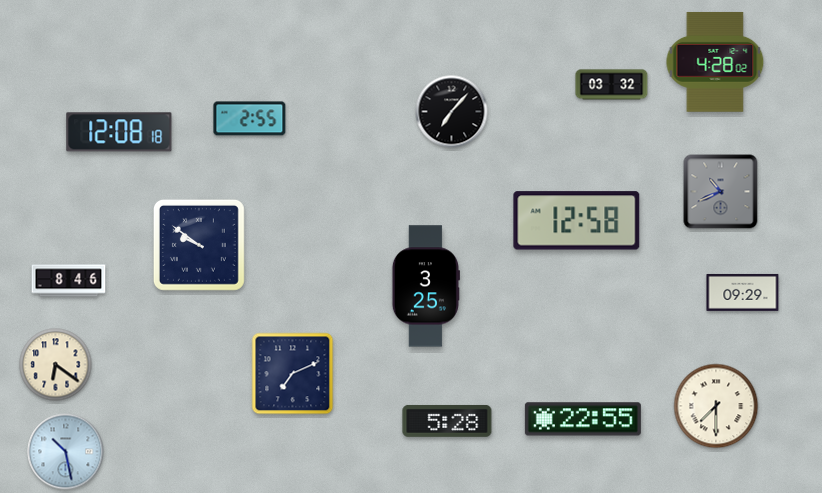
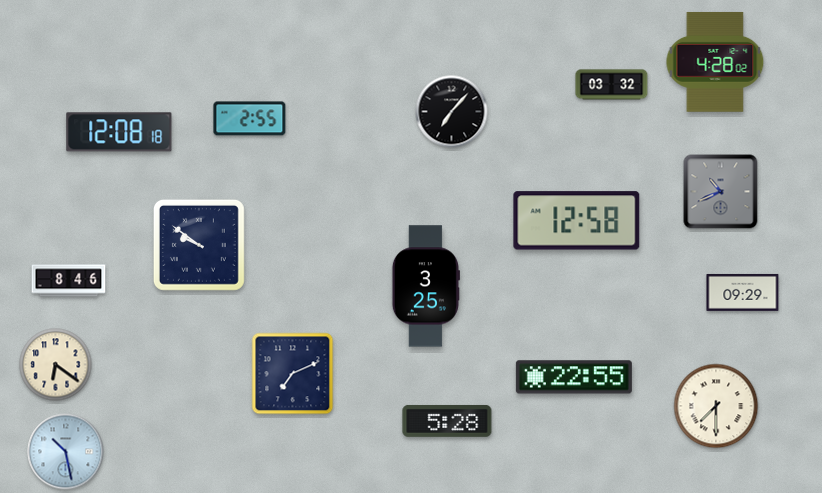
clock at (583, 419) position: (583, 419) -> (574, 377)
